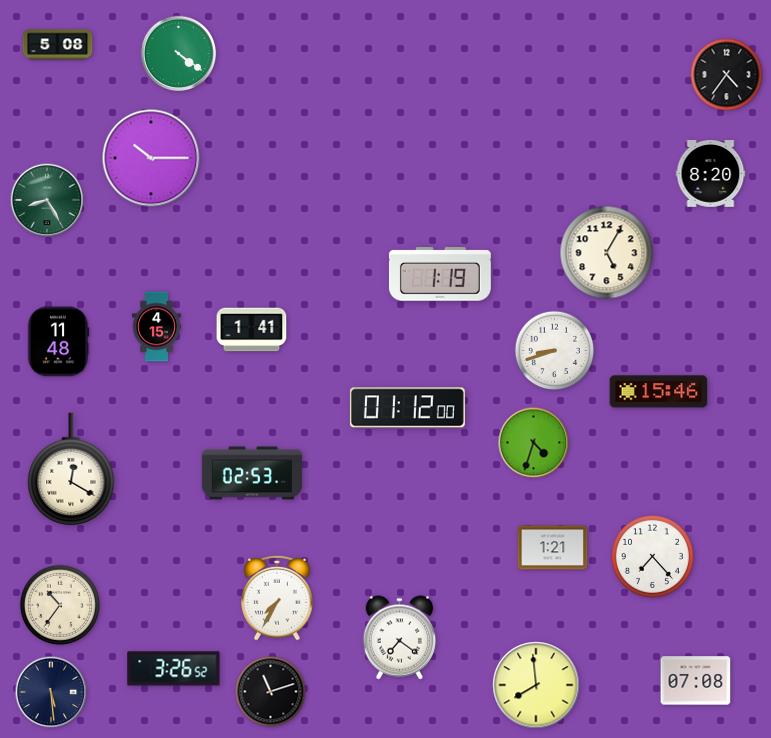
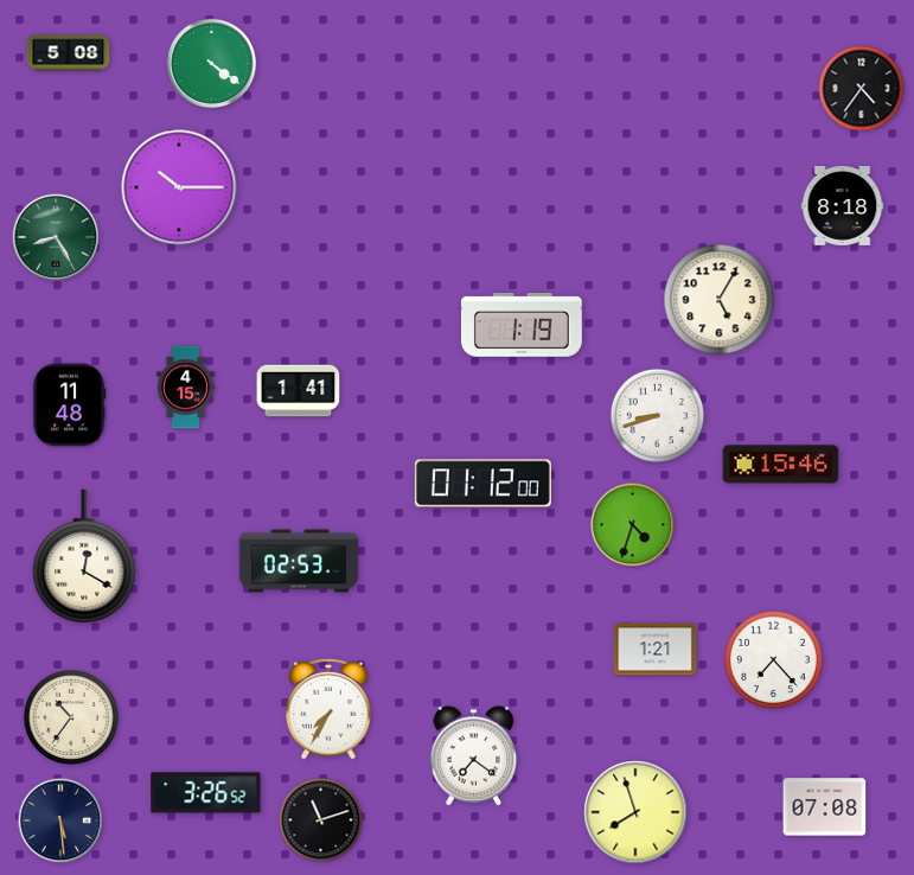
clock at (711, 174): 8:20 -> 8:18
clock at (536, 685): 7:59 -> 7:57
